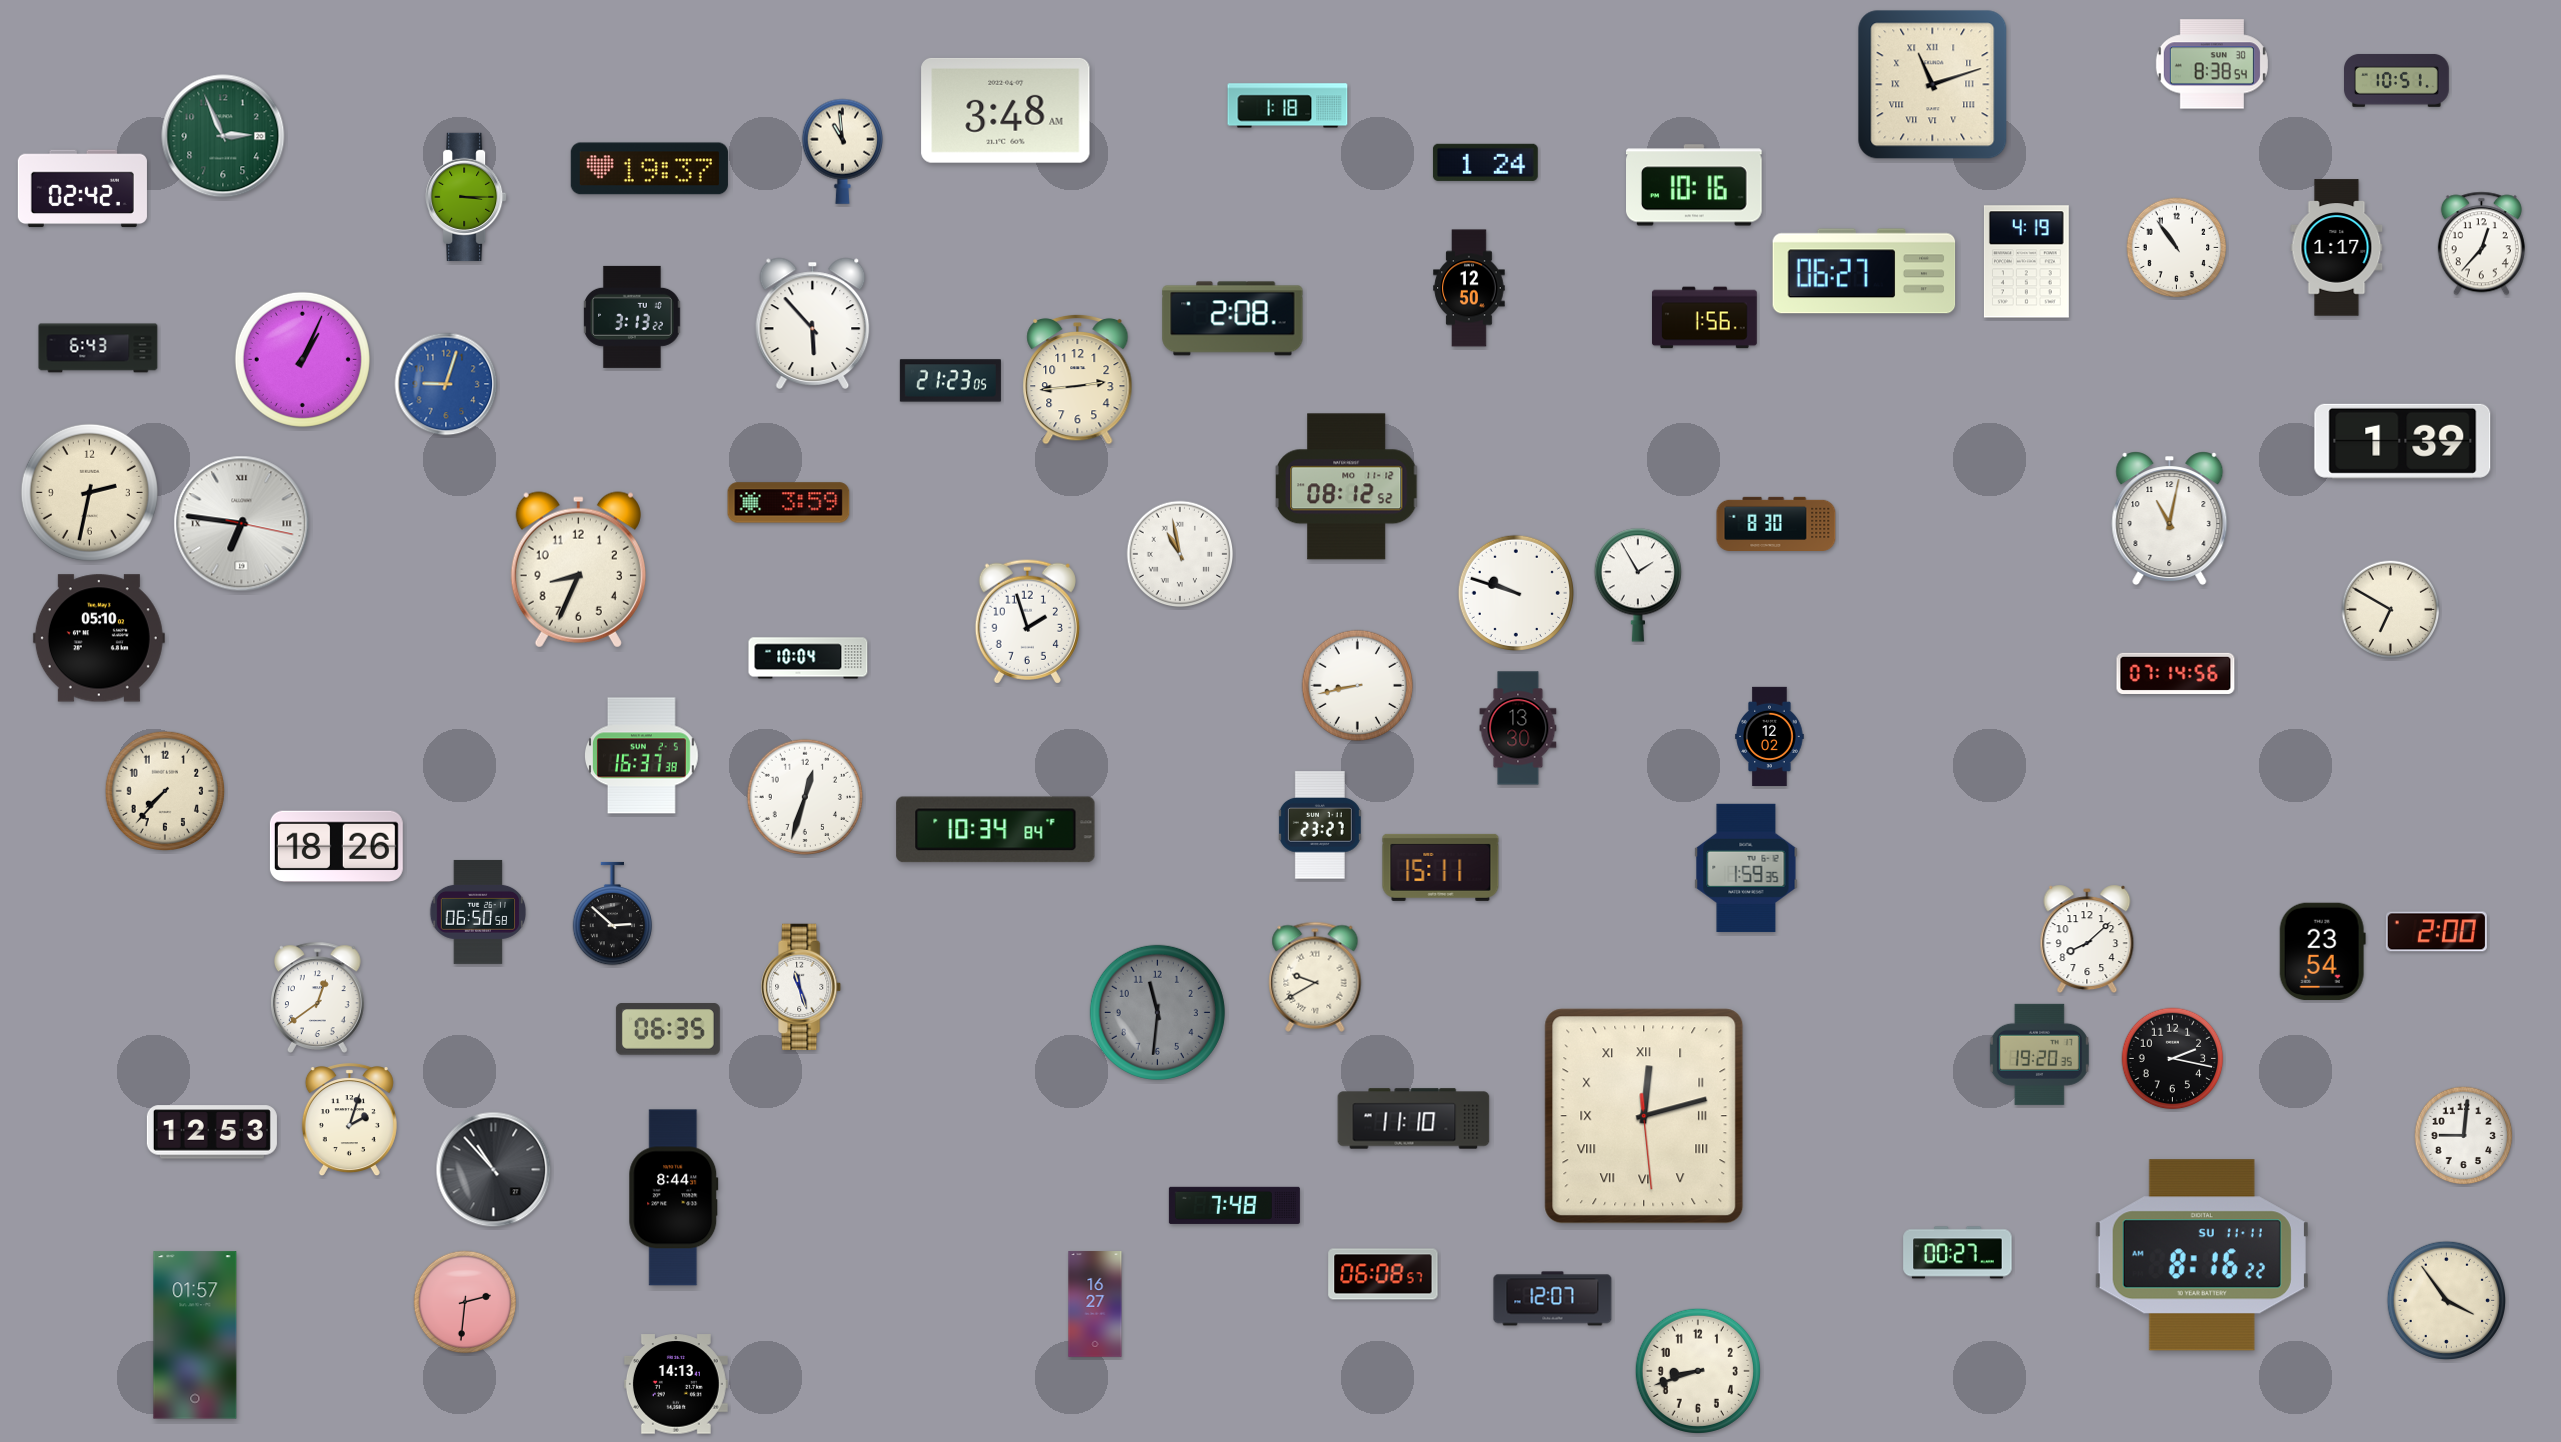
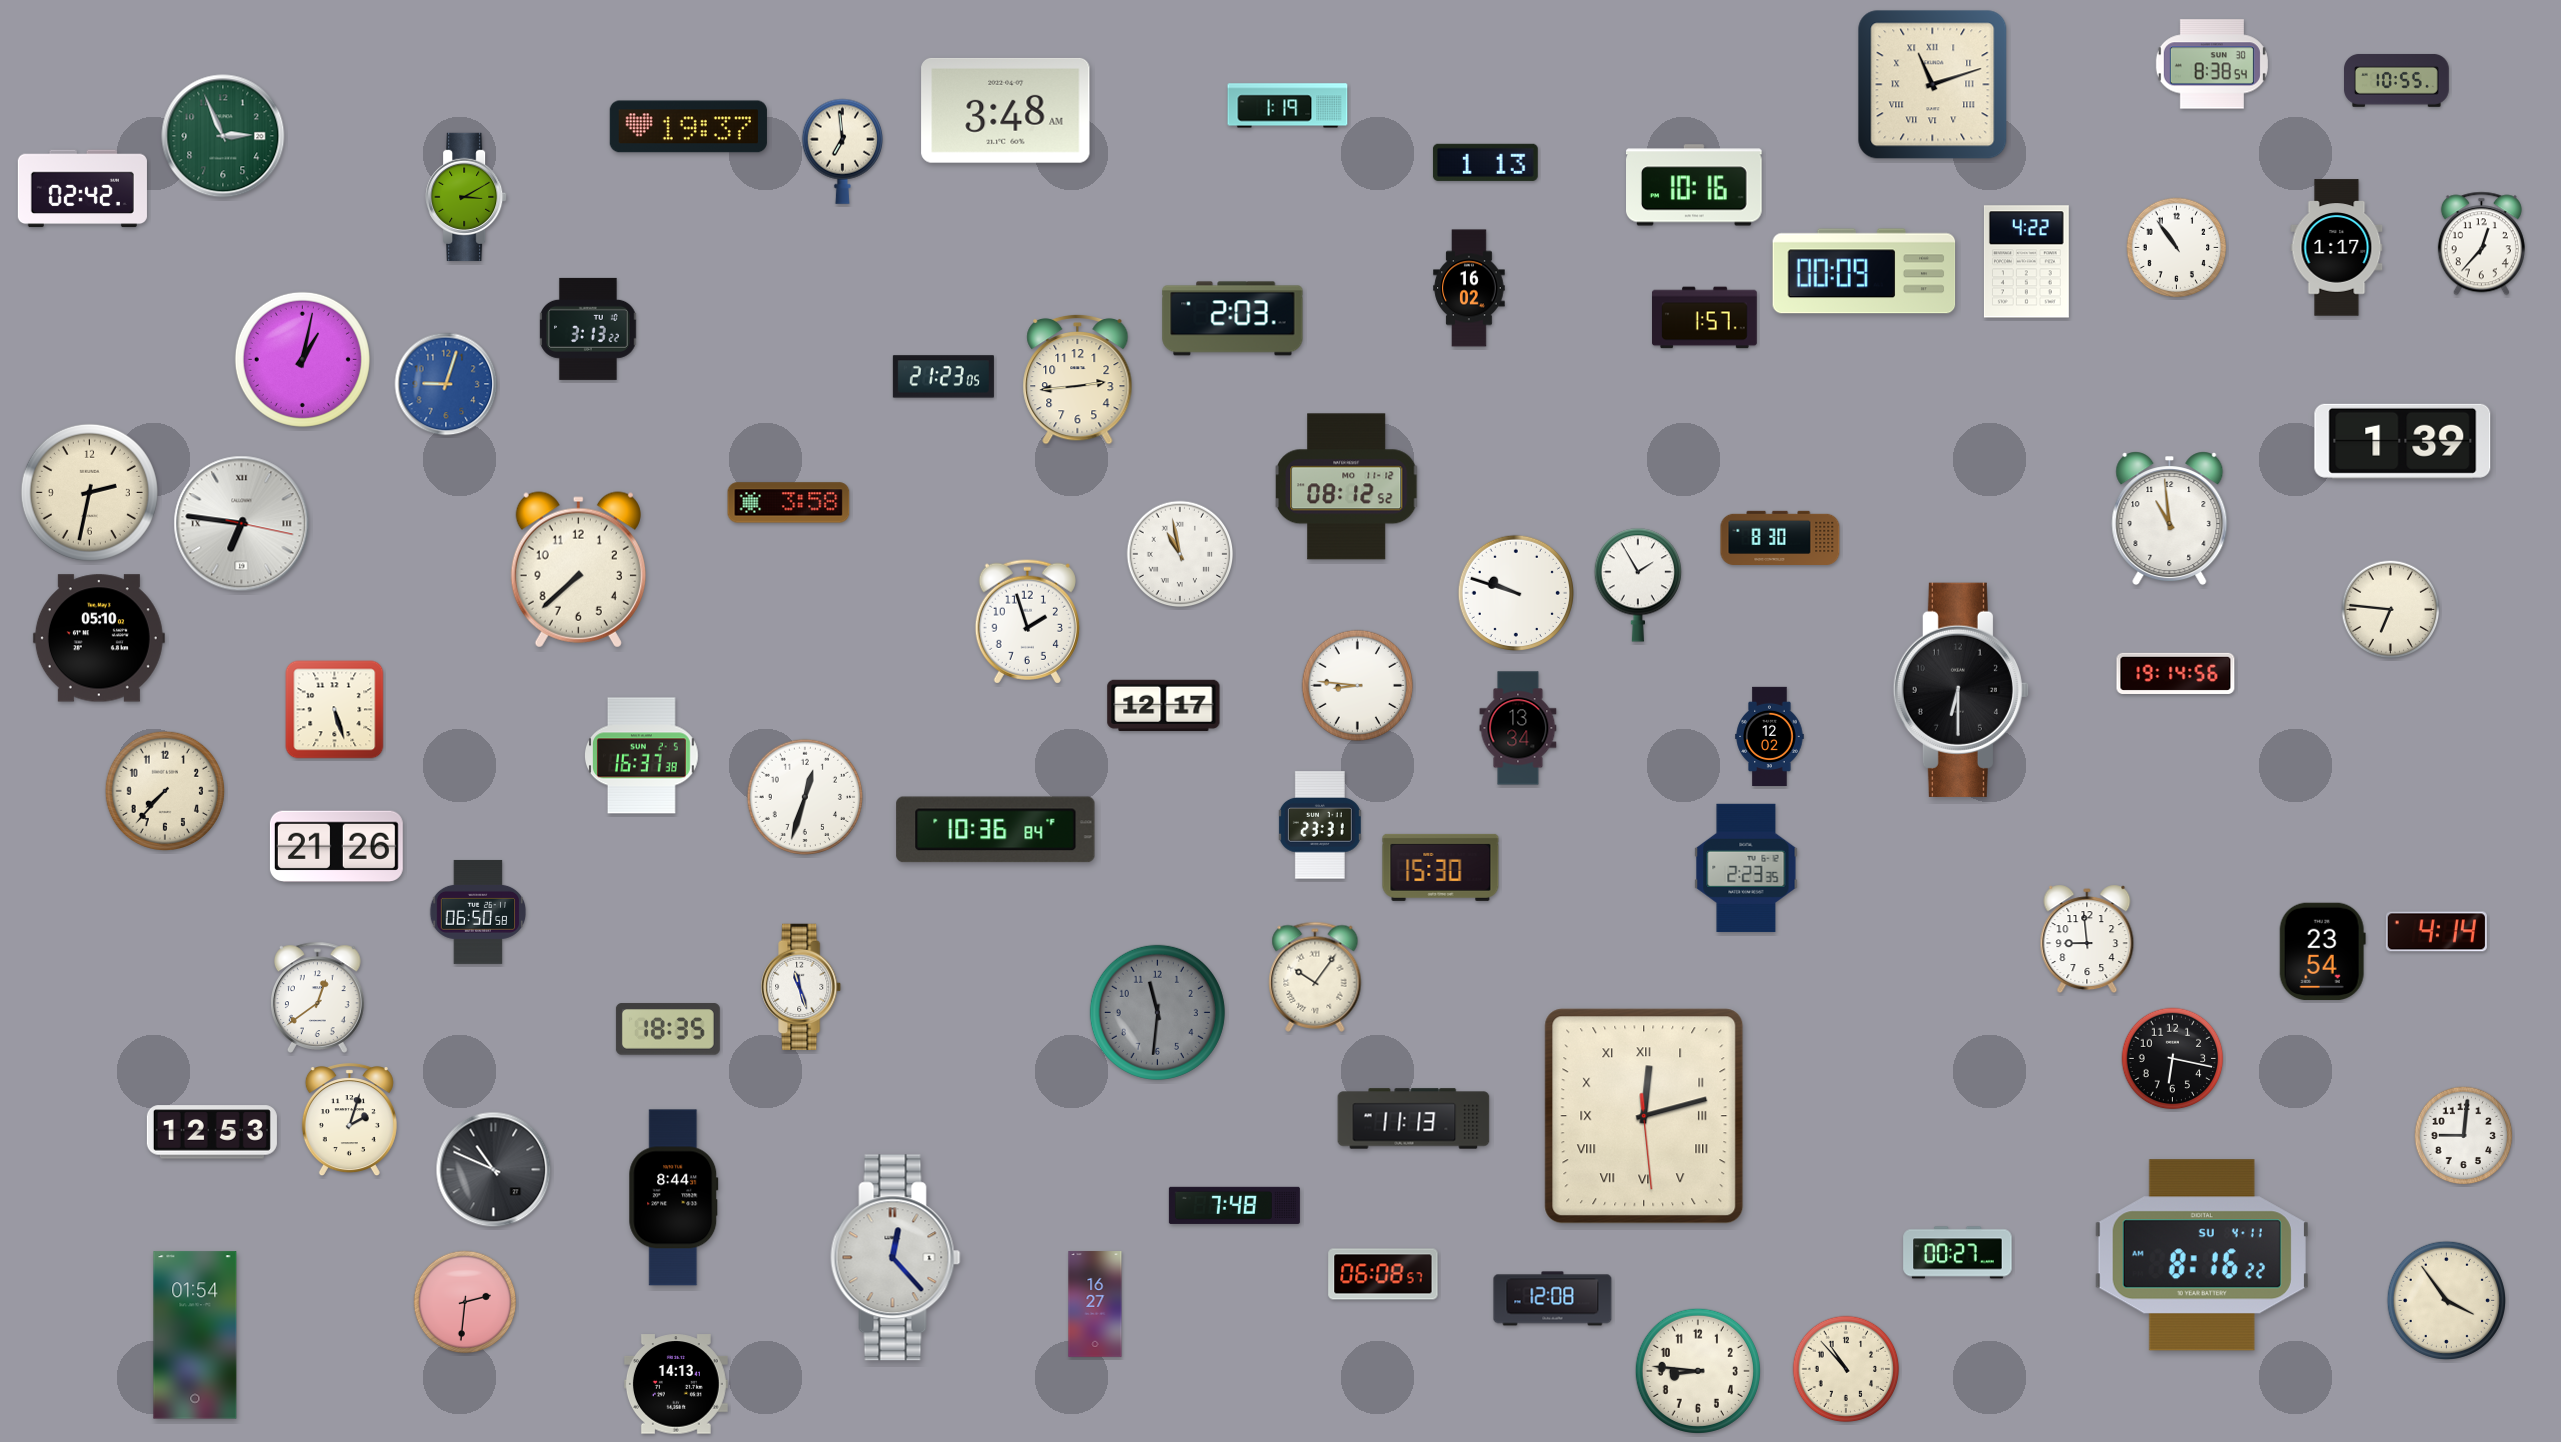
clock at (2397, 80): 10:51 -> 10:55
clock at (1288, 106): 1:18 -> 1:19
clock at (842, 151): 10:59 -> 6:59
clock at (1485, 162): 1:24 -> 1:13
clock at (649, 169) position: (649, 169) -> (688, 127)
clock at (466, 197): 3:15 -> 3:10
clock at (2026, 262): 4:19 -> 4:22
clock at (1864, 271): 06:27 -> 00:09
clock at (1469, 288): 12:50 -> 16:02
clock at (632, 317) position: (632, 317) -> (588, 329)
clock at (1705, 318): 1:56 -> 1:57
clock at (1233, 319): 2:08 -> 2:03
clock at (813, 323): 5:53 -> none
clock at (98, 348): 6:43 -> none
clock at (302, 359): 1:04 -> 1:02
clock at (950, 381) position: (950, 381) -> (943, 377)
clock at (789, 503): 3:59 -> 3:58
clock at (2170, 519): 11:02 -> 10:59
clock at (1776, 523) position: (1776, 523) -> (1780, 537)
clock at (578, 570): 8:34 -> 7:38
clock at (2391, 610): 6:50 -> 6:46
clock at (808, 658): 10:04 -> none
clock at (2176, 673): 07:14 -> 19:14
clock at (1358, 686): 8:43 -> 8:46
clock at (1961, 690): none -> 6:30
clock at (1164, 705): none -> 12:17
clock at (335, 710): none -> 5:27
clock at (1518, 728): 13:30 -> 13:34
clock at (1320, 825): 23:27 -> 23:31
clock at (996, 830): 10:34 -> 10:36
clock at (336, 846): 18:26 -> 21:26
clock at (1441, 867): 15:11 -> 15:30
clock at (1746, 868): 1:59 -> 2:23
clock at (613, 914): 2:52 -> none
clock at (2436, 932): 2:00 -> 4:14
clock at (2087, 939): 8:08 -> 8:59
clock at (1315, 977): 9:40 -> 10:06
clock at (668, 1029): 06:35 -> 18:35
clock at (2039, 1054): 19:20 -> none
clock at (2173, 1059): 2:17 -> 6:17
clock at (1414, 1119): 11:10 -> 11:13
clock at (494, 1170): 10:53 -> 10:49
clock at (2202, 1255) date: SU 11-11 -> SU 4-11
clock at (896, 1258): none -> 12:23
clock at (1553, 1299): 12:07 -> 12:08
clock at (195, 1335): 01:57 -> 01:54
clock at (1846, 1369): none -> 10:53
clock at (1698, 1371): 8:42 -> 8:46
